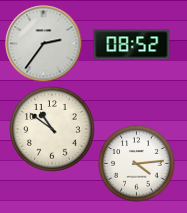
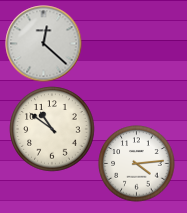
clock at (44, 44): 2:36 -> 12:22
clock at (132, 45): 08:52 -> none
